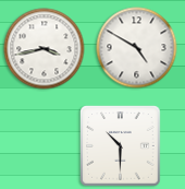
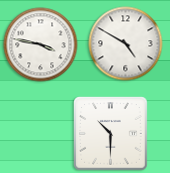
clock at (45, 49): 3:43 -> 3:47
